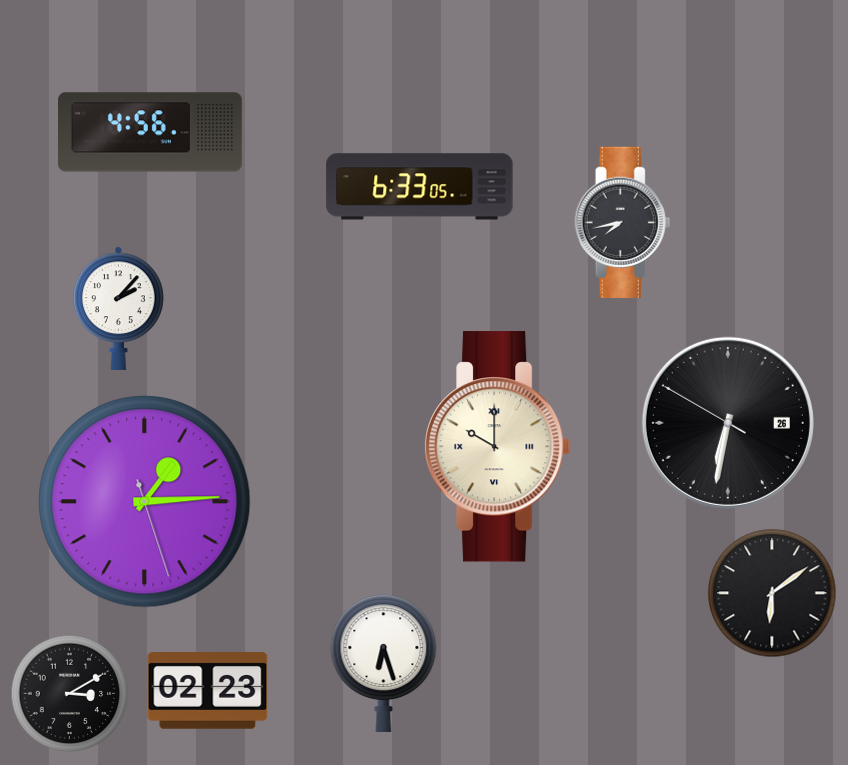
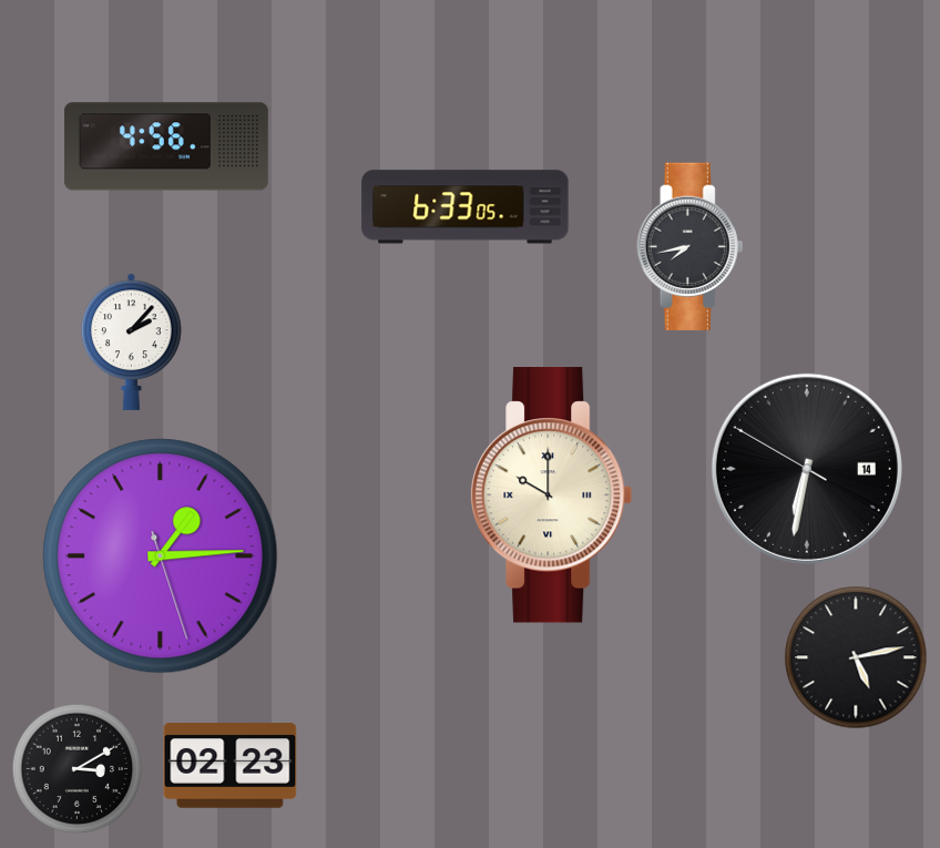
clock at (728, 423) date: 26 -> 14
clock at (772, 593): 6:09 -> 5:13
clock at (384, 663): 6:27 -> none
